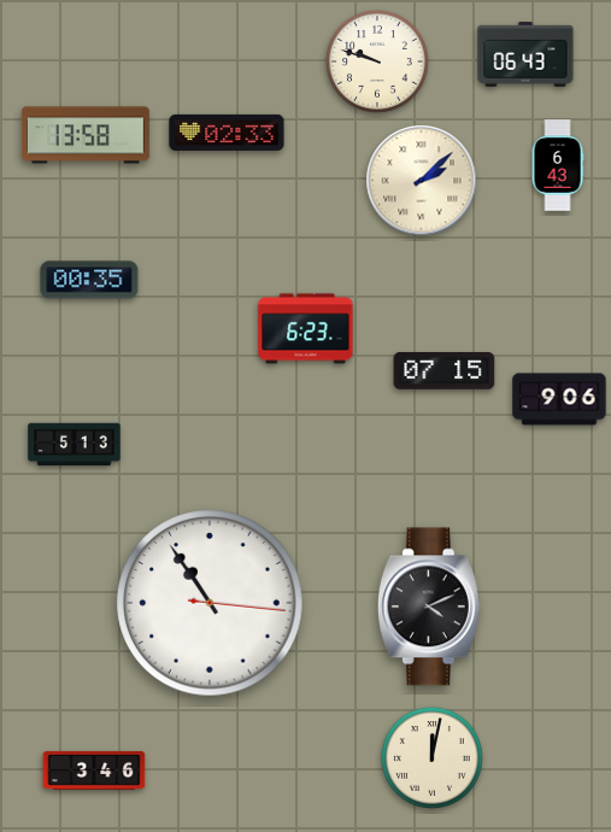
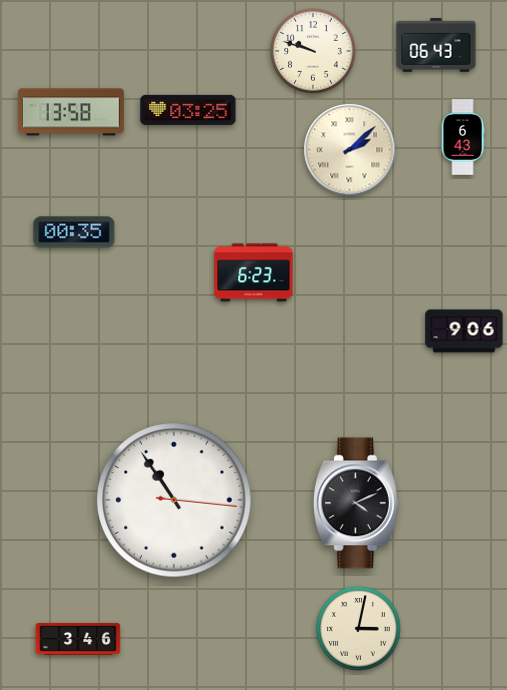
clock at (227, 133): 02:33 -> 03:25
clock at (445, 371): 07:15 -> none
clock at (75, 445): 5:13 -> none
clock at (433, 758): 12:02 -> 3:02
